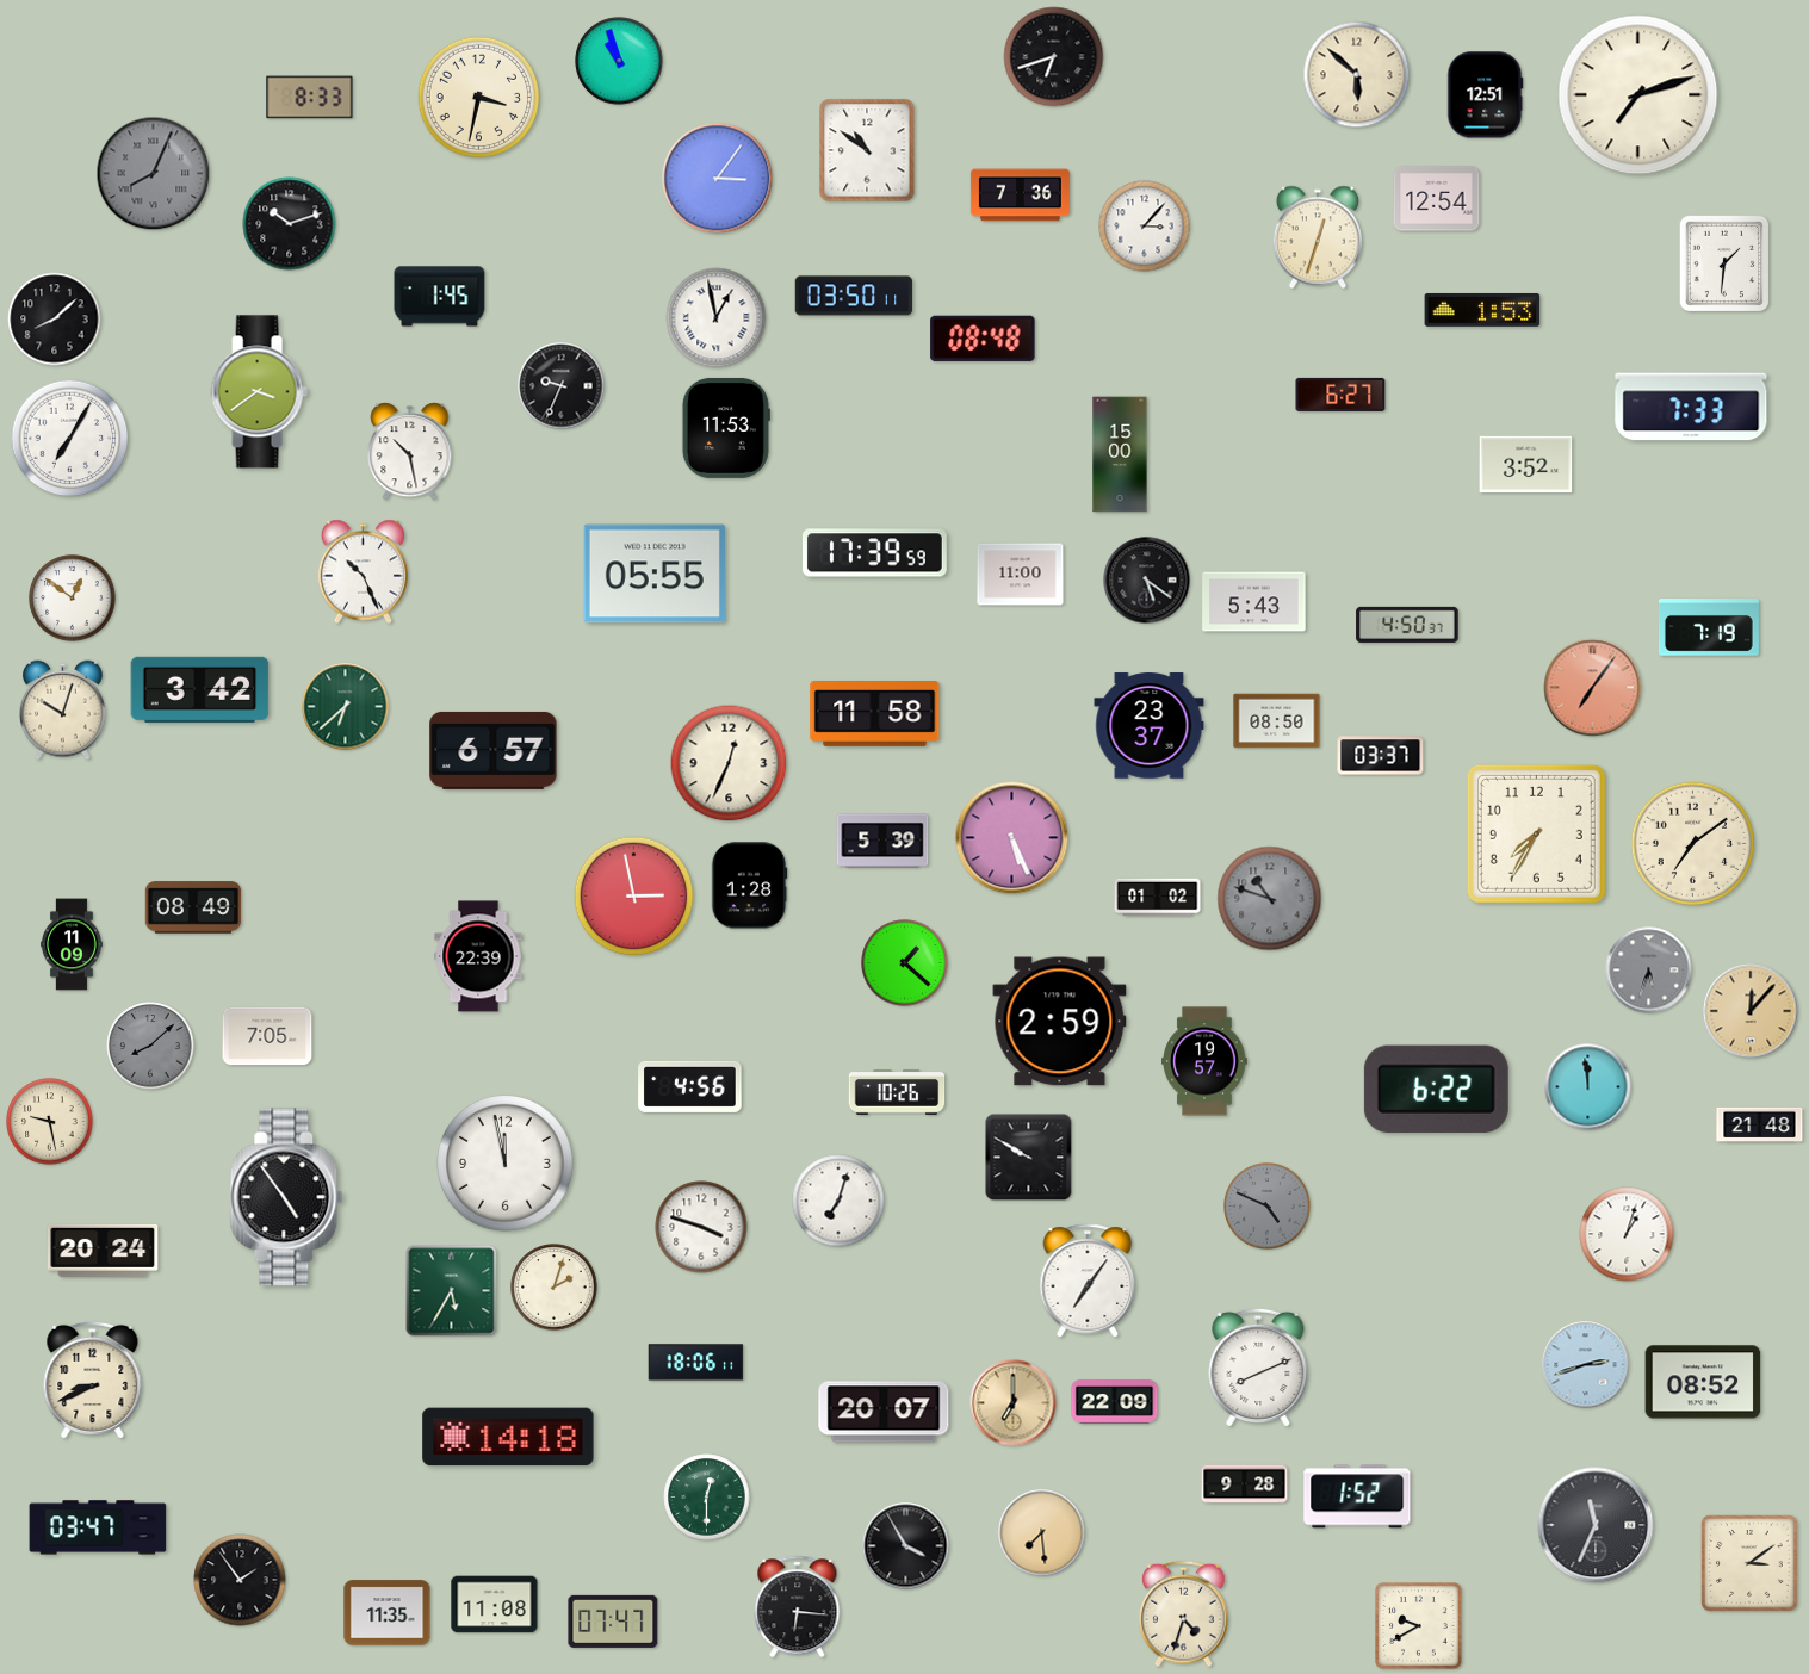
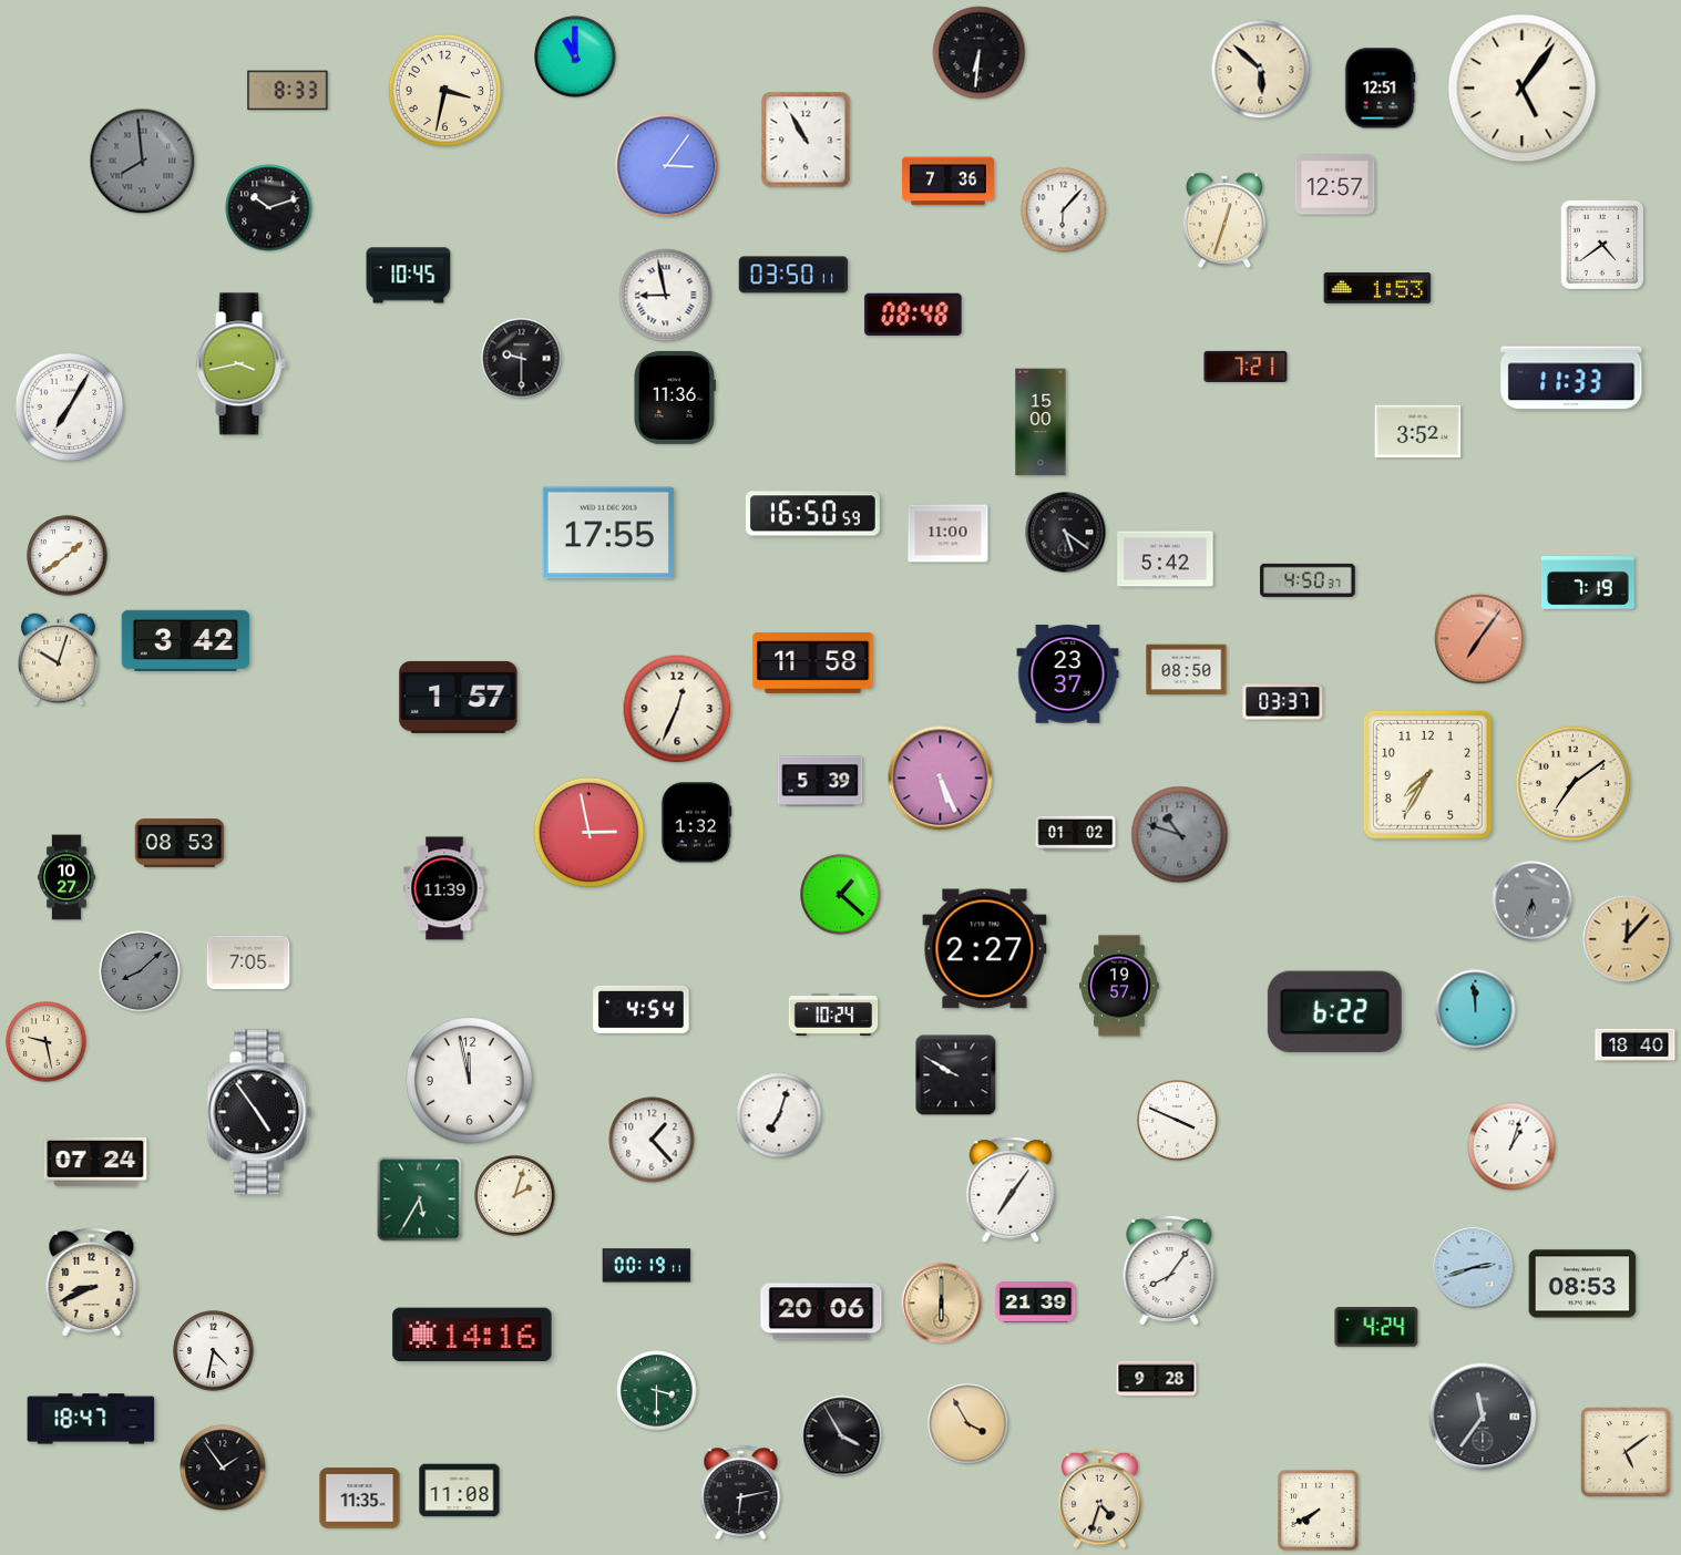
clock at (1054, 57): 6:42 -> 6:31
clock at (619, 61): 10:57 -> 11:00
clock at (1638, 95): 7:12 -> 5:06
clock at (867, 150): 10:51 -> 10:55
clock at (154, 174): 8:04 -> 7:59
clock at (1437, 199): 12:54 -> 12:57
clock at (1145, 227): 3:07 -> 6:07
clock at (1724, 263): 1:31 -> 4:39
clock at (440, 297): 1:45 -> 10:45
clock at (717, 318): 12:58 -> 8:58
clock at (55, 320): 8:08 -> none
clock at (562, 386): 9:34 -> 9:30
clock at (259, 392): 3:39 -> 3:43
clock at (1340, 395): 6:27 -> 7:21
clock at (1691, 407): 7:33 -> 11:33
clock at (726, 428): 11:53 -> 11:36
clock at (70, 439) position: (70, 439) -> (70, 408)
clock at (410, 452): 10:28 -> none
clock at (874, 553): 17:39 -> 16:50
clock at (364, 572): 10:26 -> none
clock at (655, 573): 05:55 -> 17:55
clock at (1147, 581) position: (1147, 581) -> (1066, 533)
clock at (73, 599): 12:51 -> 1:39
clock at (1254, 602): 5:43 -> 5:42
clock at (346, 707): 6:38 -> none
clock at (494, 750): 6:57 -> 1:57
clock at (749, 886): 1:28 -> 1:32
clock at (193, 907): 08:49 -> 08:53
clock at (73, 944): 11:09 -> 10:27
clock at (478, 956): 22:39 -> 11:39
clock at (1060, 1022): 2:59 -> 2:27
clock at (690, 1086): 4:56 -> 4:54
clock at (897, 1093): 10:26 -> 10:24
clock at (1760, 1126): 21:48 -> 18:40
clock at (286, 1197) position: (286, 1197) -> (259, 1112)
clock at (1268, 1207): 4:49 -> 3:49
clock at (1268, 1207) dial: grey -> white
clock at (701, 1227): 3:48 -> 1:23
clock at (103, 1251): 20:24 -> 07:24
clock at (696, 1363): 18:06 -> 00:19
clock at (1258, 1368): 8:11 -> 8:06
clock at (93, 1379) position: (93, 1379) -> (92, 1281)
clock at (1703, 1382): 08:52 -> 08:53
clock at (1115, 1402): 22:09 -> 21:39
clock at (1014, 1403): 7:00 -> 6:00
clock at (884, 1412): 20:07 -> 20:06
clock at (1376, 1328): none -> 4:24
clock at (508, 1437): 14:18 -> 14:16
clock at (214, 1351): none -> 4:32
clock at (1357, 1496): 1:52 -> none
clock at (707, 1498): 12:30 -> 3:30
clock at (1596, 1525): 11:34 -> 11:36
clock at (98, 1527): 03:47 -> 18:47
clock at (1042, 1533): 7:29 -> 3:55
clock at (1749, 1563): 3:09 -> 5:09
clock at (798, 1607): 6:16 -> 6:13
clock at (613, 1622): 07:47 -> none
clock at (1419, 1626): 9:40 -> 7:40
